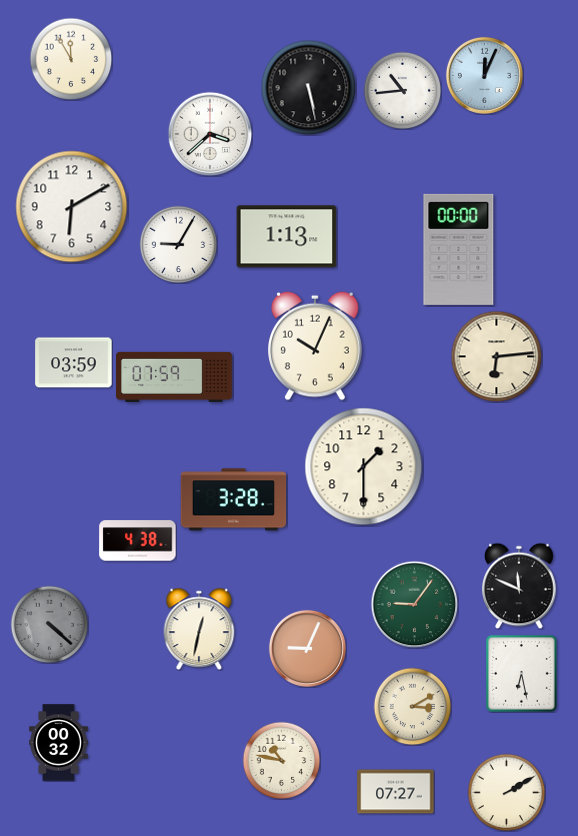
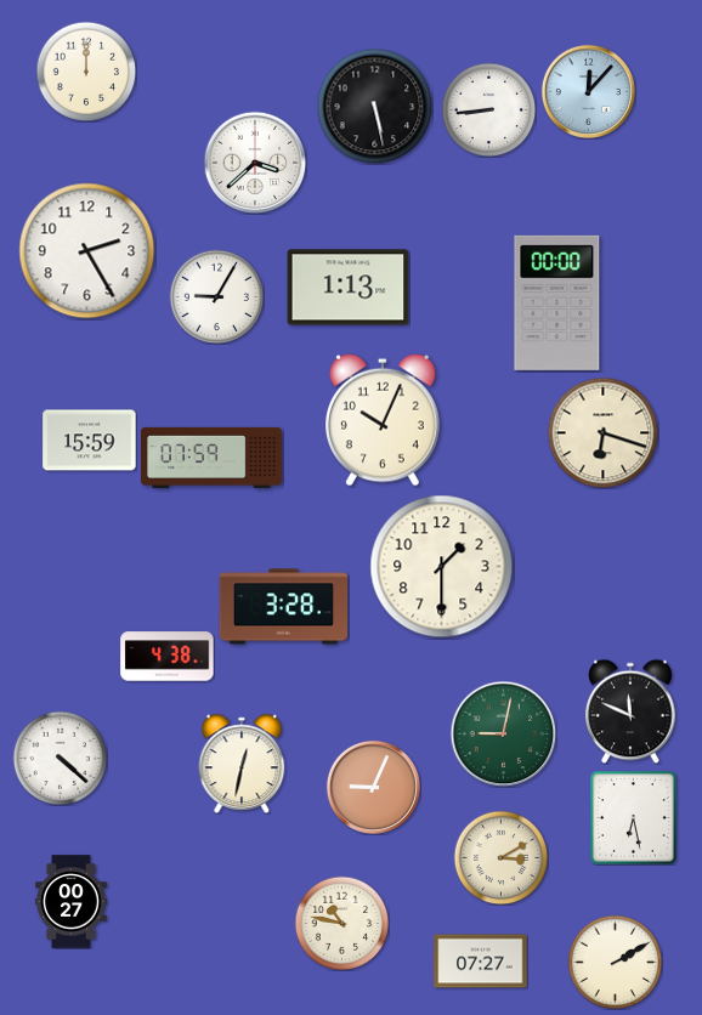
clock at (71, 59): 11:55 -> 12:00
clock at (484, 75): 12:04 -> 12:07
clock at (402, 90): 10:44 -> 8:44
clock at (72, 207): 6:10 -> 2:25
clock at (496, 356): 6:14 -> 6:18
clock at (74, 363): 03:59 -> 15:59
clock at (414, 604): 9:06 -> 9:02
clock at (49, 624) dial: grey -> white
clock at (59, 743): 00:32 -> 00:27
